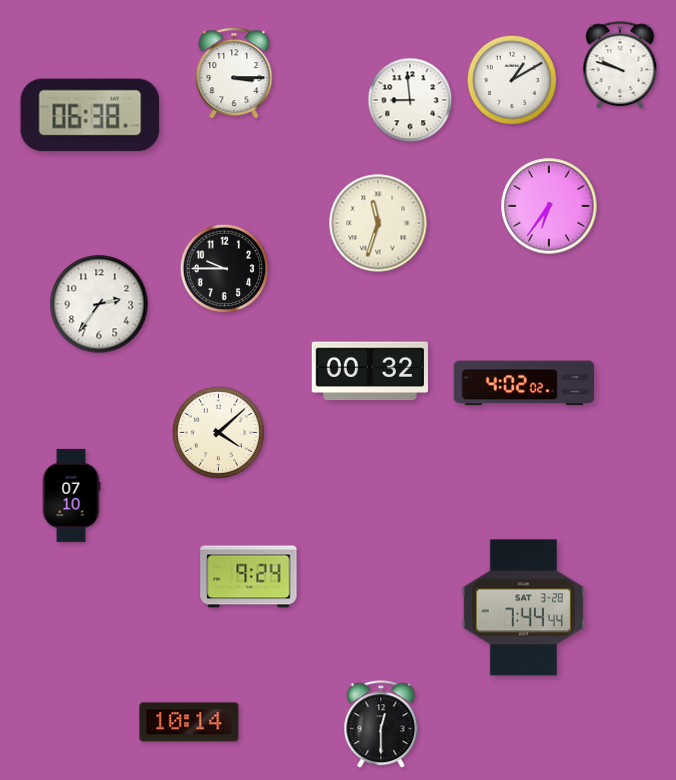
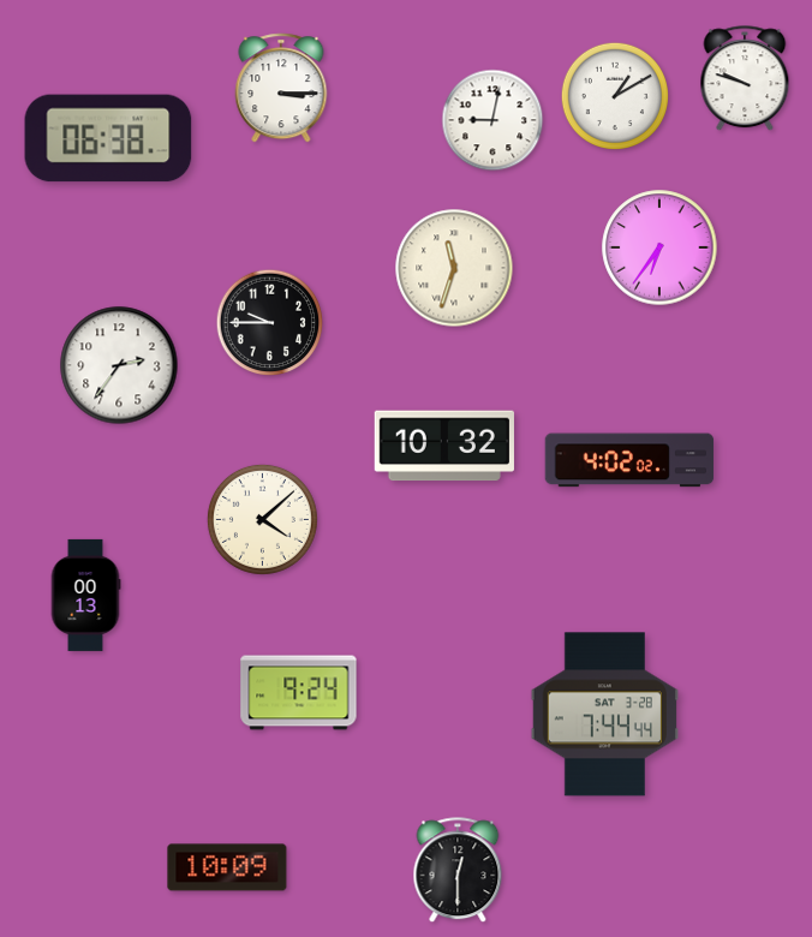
clock at (410, 100): 8:59 -> 9:02
clock at (370, 371): 00:32 -> 10:32
clock at (71, 495): 07:10 -> 00:13
clock at (523, 608) position: (523, 608) -> (604, 715)
clock at (189, 722): 10:14 -> 10:09
